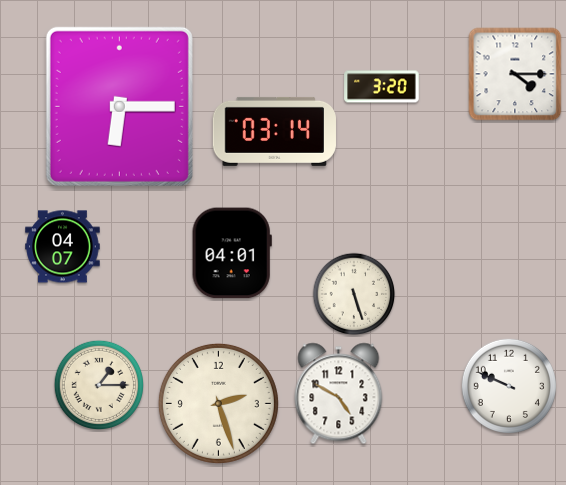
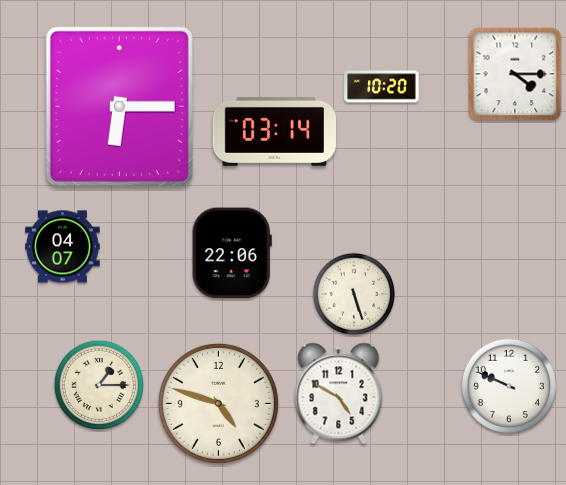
clock at (382, 87): 3:20 -> 10:20
clock at (232, 253): 04:01 -> 22:06
clock at (218, 403): 2:27 -> 4:48
